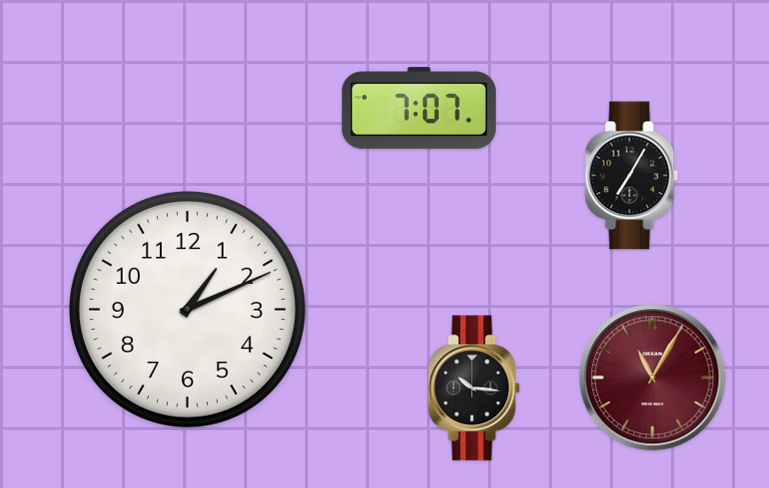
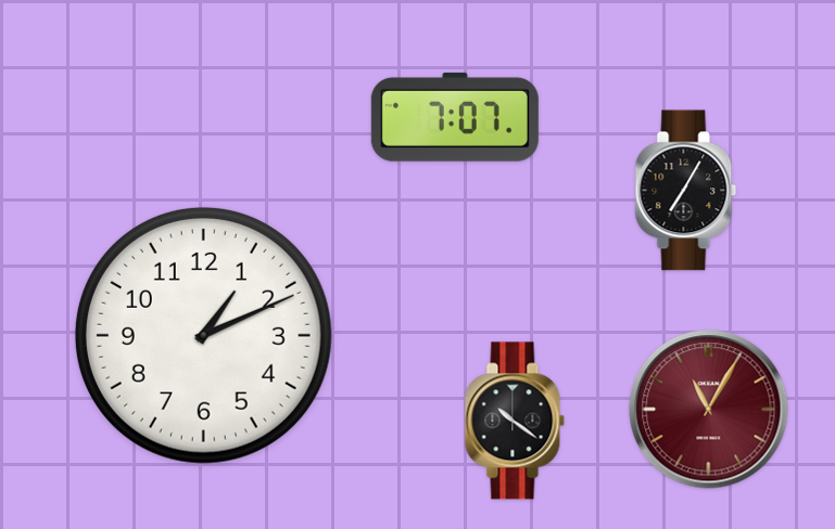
clock at (474, 388): 10:16 -> 10:21
